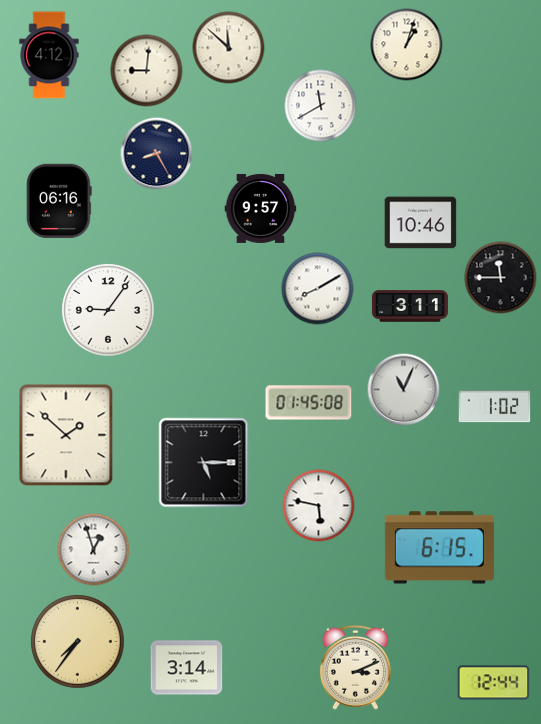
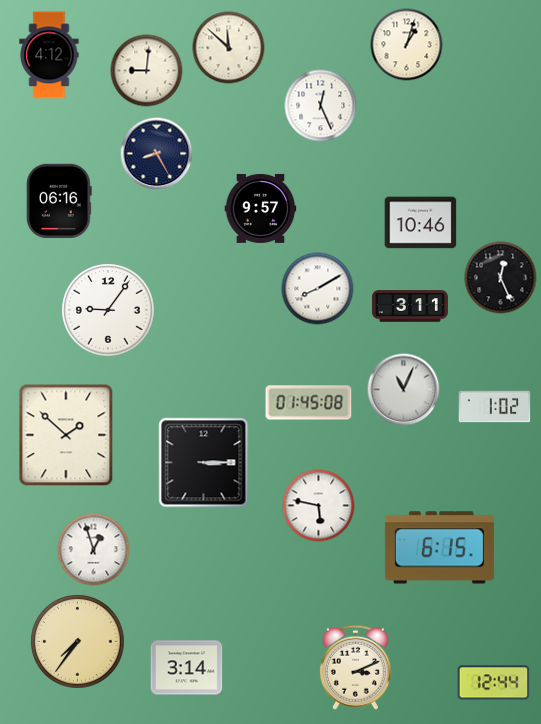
clock at (321, 106): 11:40 -> 12:26
clock at (501, 278): 11:45 -> 12:26
clock at (204, 463): 5:15 -> 3:15
